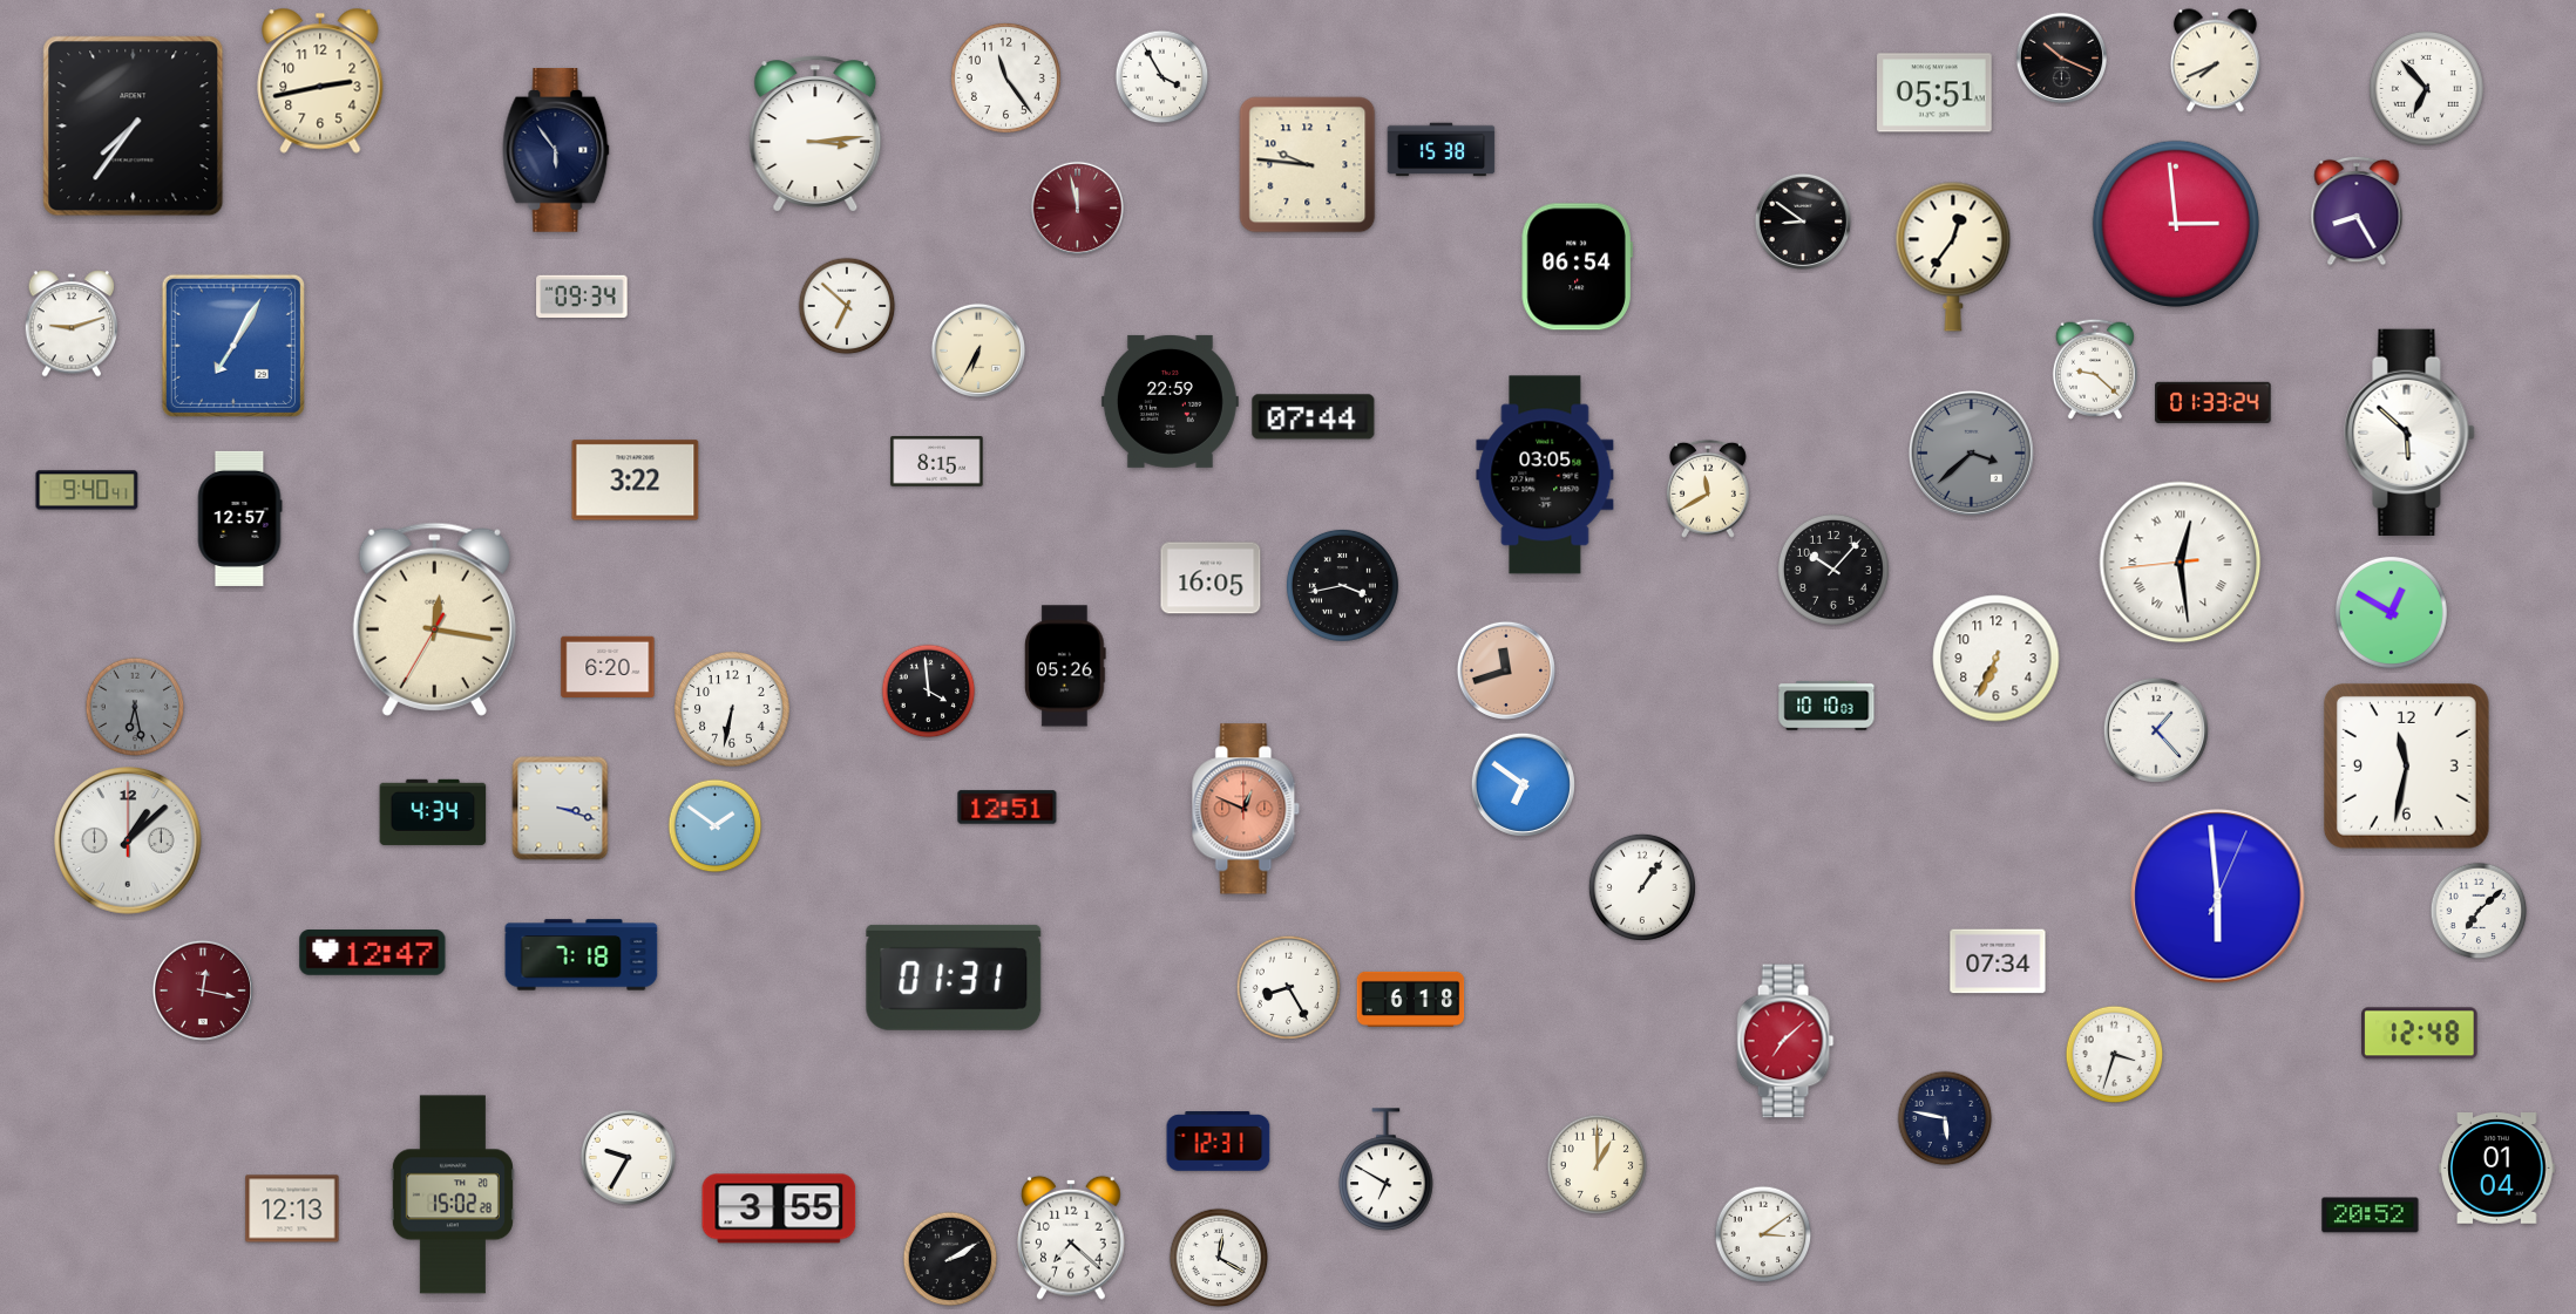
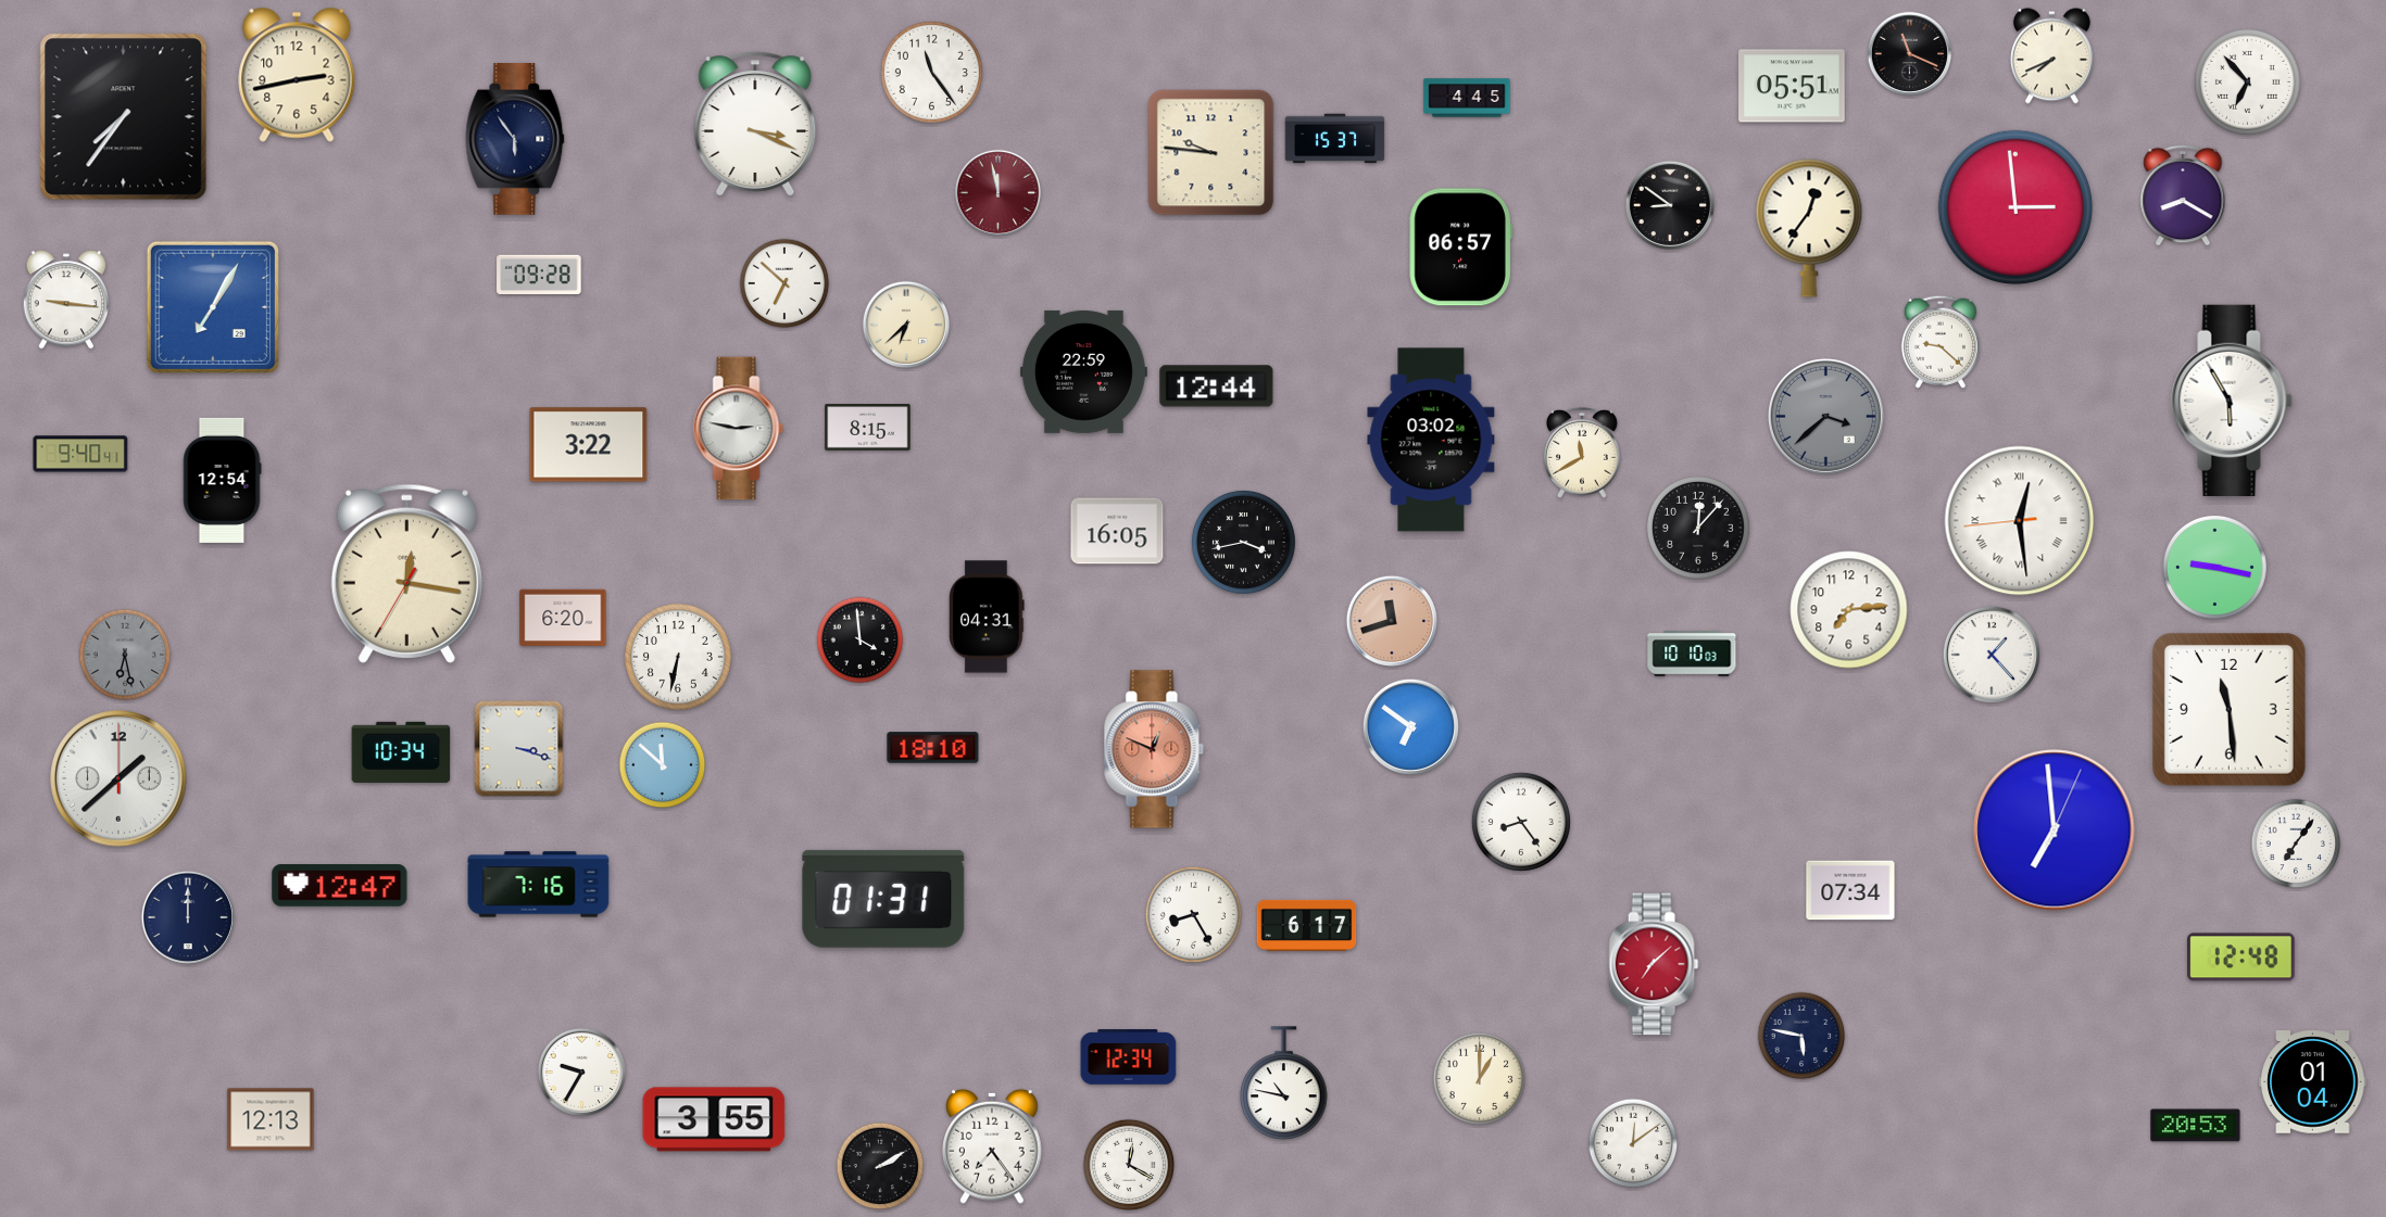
clock at (2062, 59): 10:19 -> 11:19
clock at (1162, 77): 3:55 -> none
clock at (1467, 98): none -> 4:45
clock at (815, 134): 3:14 -> 3:19
clock at (1442, 150): 15:38 -> 15:37
clock at (2357, 211): 8:25 -> 8:20
clock at (1953, 257) position: (1953, 257) -> (1809, 228)
clock at (1577, 267): 06:54 -> 06:57
clock at (582, 297): 09:34 -> 09:28
clock at (72, 324): 9:12 -> 9:16
clock at (233, 346) position: (233, 346) -> (213, 307)
clock at (977, 349): 6:35 -> 6:38
clock at (2214, 402): 01:33 -> none
clock at (1314, 417): 07:44 -> 12:44
clock at (2409, 433): 5:52 -> 5:55
clock at (1971, 452) position: (1971, 452) -> (1825, 416)
clock at (739, 429): none -> 2:47
clock at (1545, 475): 03:05 -> 03:02
clock at (239, 518): 12:57 -> 12:54
clock at (1833, 570): 10:07 -> 12:07
clock at (1211, 578) position: (1211, 578) -> (1117, 531)
clock at (2391, 612): 12:50 -> 9:17
clock at (434, 619) position: (434, 619) -> (406, 573)
clock at (1997, 659): 6:34 -> 7:14
clock at (1065, 666): 05:26 -> 04:31
clock at (1506, 670) position: (1506, 670) -> (1392, 621)
clock at (2156, 730) position: (2156, 730) -> (1992, 655)
clock at (2406, 765): 11:32 -> 11:29
clock at (1008, 808): 12:51 -> 18:10
clock at (433, 812): 4:34 -> 10:34
clock at (716, 826): 1:51 -> 11:52
clock at (129, 842): 1:08 -> 1:38
clock at (1642, 887): 1:06 -> 8:24
clock at (2218, 897): 5:59 -> 6:59
clock at (2479, 911): 7:08 -> 7:06
clock at (373, 953) position: (373, 953) -> (340, 886)
clock at (582, 955): 7:18 -> 7:16
clock at (954, 978) position: (954, 978) -> (883, 899)
clock at (203, 990): 12:17 -> 12:00
clock at (203, 990) dial: burgundy -> navy
clock at (1411, 999): 6:18 -> 6:17
clock at (2115, 1055): 3:33 -> none
clock at (1219, 1142): 12:31 -> 12:34
clock at (1387, 1170): 6:50 -> 10:47
clock at (453, 1194): 15:02 -> none
clock at (779, 1209) position: (779, 1209) -> (714, 1119)
clock at (2371, 1216): 20:52 -> 20:53
clock at (1763, 1234): 3:09 -> 12:09
clock at (1071, 1238): 7:22 -> 7:24
